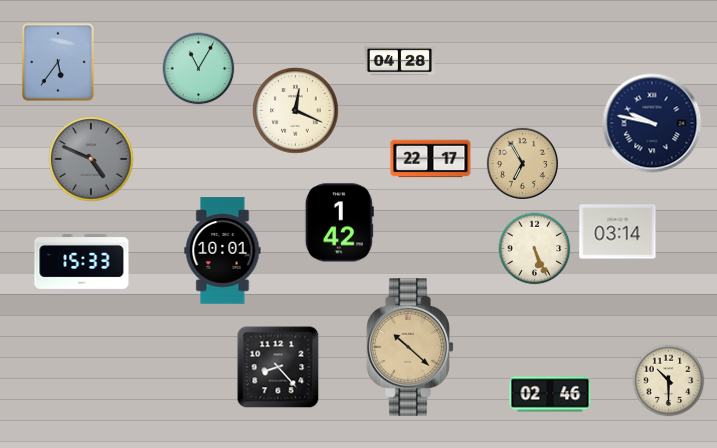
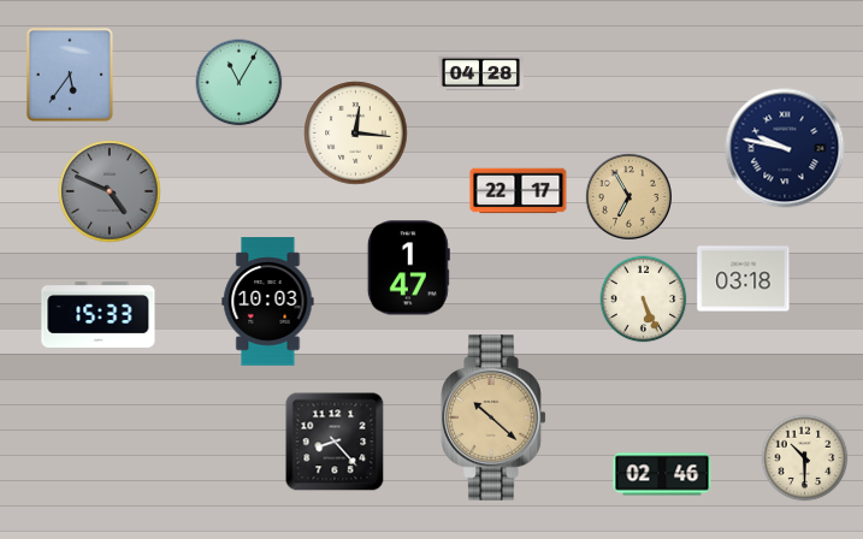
clock at (296, 111): 12:19 -> 12:16
clock at (339, 223): 1:42 -> 1:47
clock at (618, 232): 03:14 -> 03:18
clock at (223, 251): 10:01 -> 10:03
